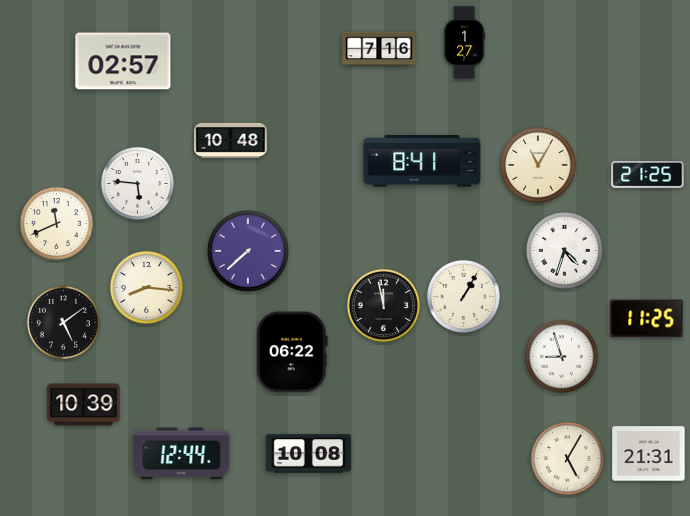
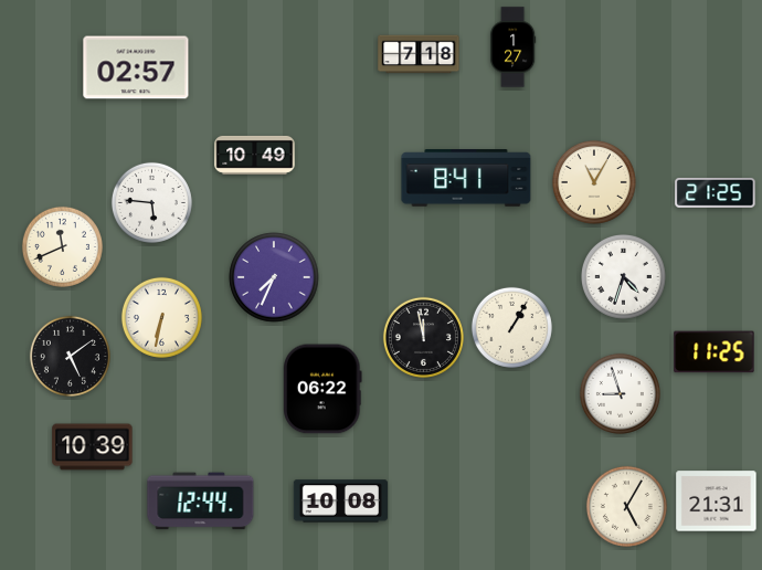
clock at (379, 49): 7:16 -> 7:18
clock at (231, 140): 10:48 -> 10:49
clock at (248, 251): 7:38 -> 7:34
clock at (146, 287): 8:16 -> 6:32
